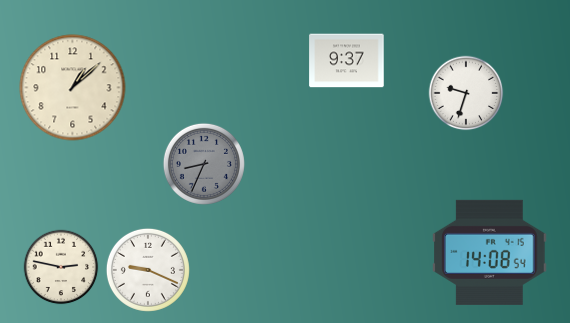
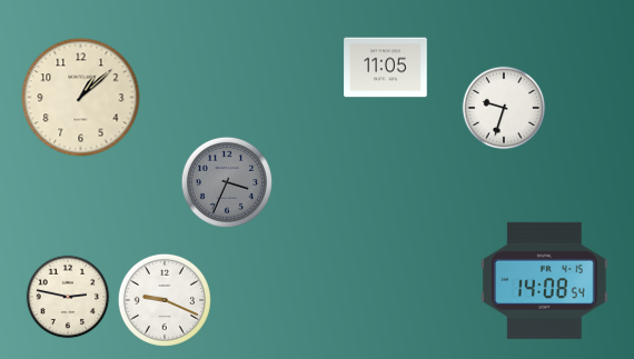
clock at (347, 61): 9:37 -> 11:05
clock at (466, 93) position: (466, 93) -> (504, 108)
clock at (204, 164): 8:34 -> 3:34
